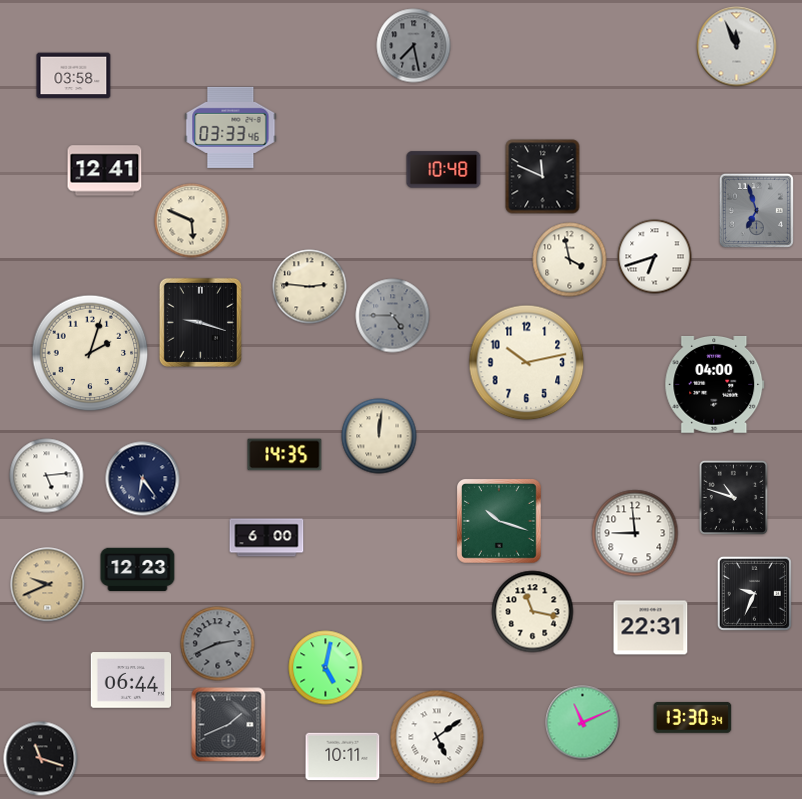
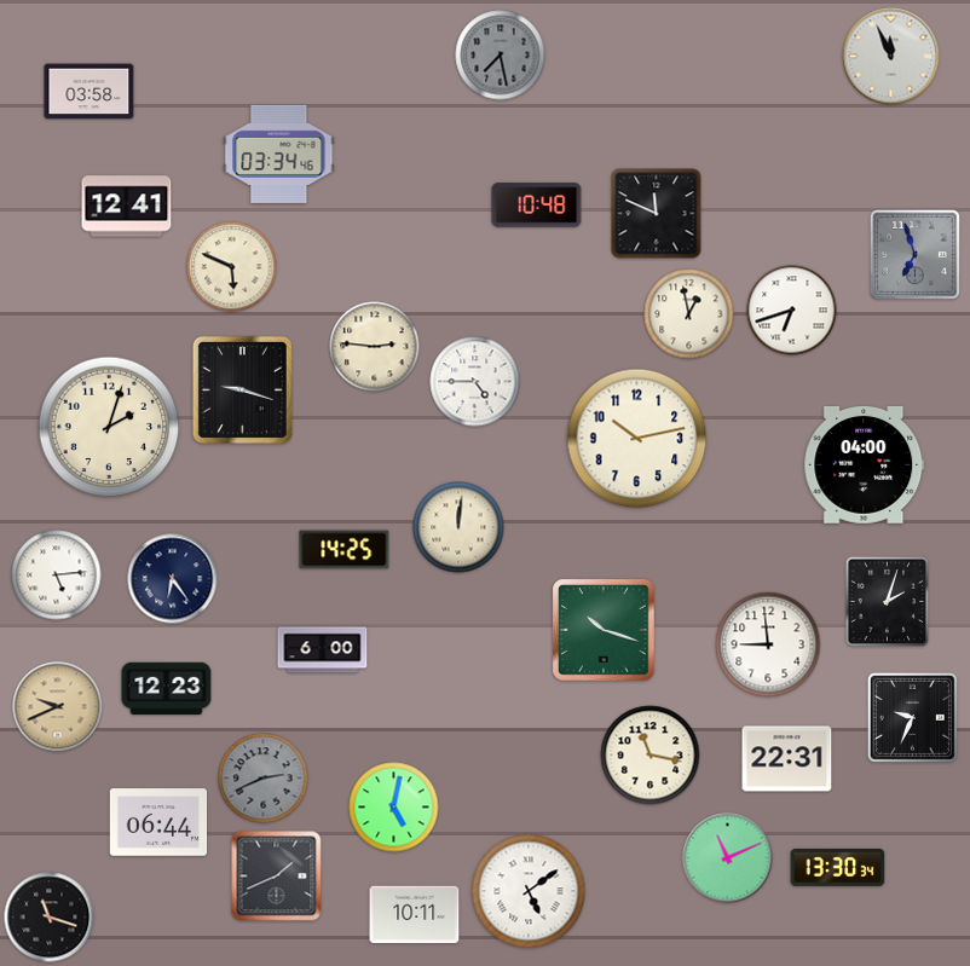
clock at (231, 127): 03:33 -> 03:34
clock at (570, 260): 3:58 -> 12:58
clock at (393, 316) dial: grey -> white
clock at (285, 455): 14:35 -> 14:25
clock at (734, 498): 10:48 -> 2:03
clock at (533, 612) position: (533, 612) -> (651, 756)
clock at (583, 723) position: (583, 723) -> (728, 858)
